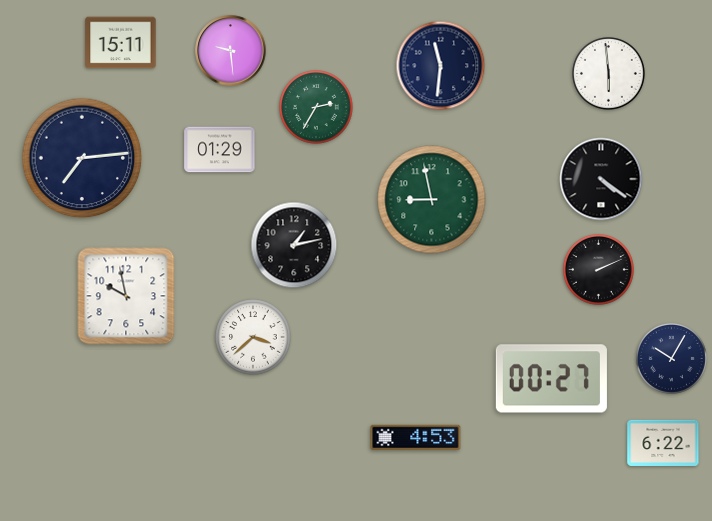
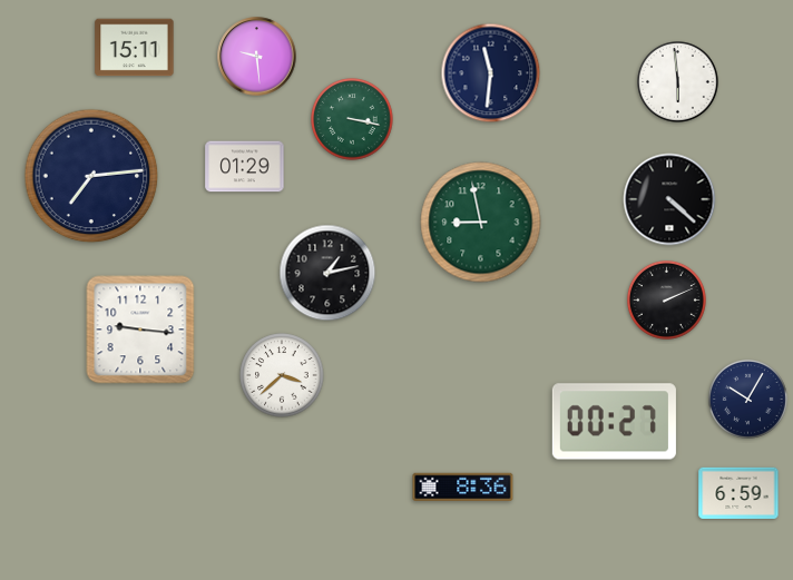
clock at (316, 107): 2:35 -> 3:17
clock at (601, 179): 4:21 -> 4:22
clock at (126, 296): 9:58 -> 9:16
clock at (416, 438): 4:53 -> 8:36
clock at (663, 442): 6:22 -> 6:59
